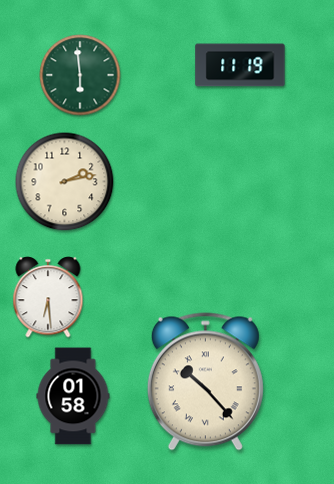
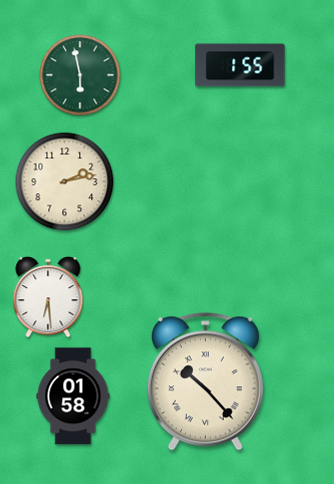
clock at (240, 65): 11:19 -> 1:55
clock at (80, 75): 5:59 -> 5:58
